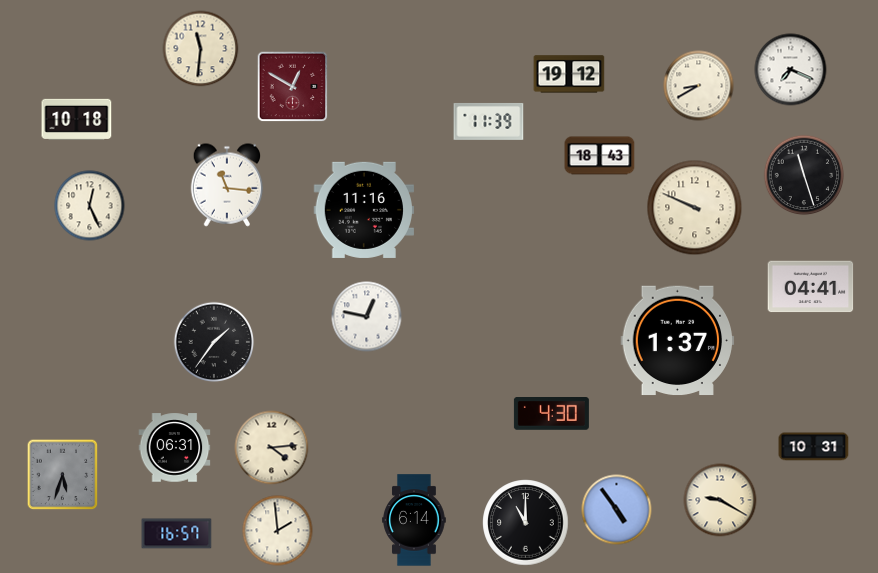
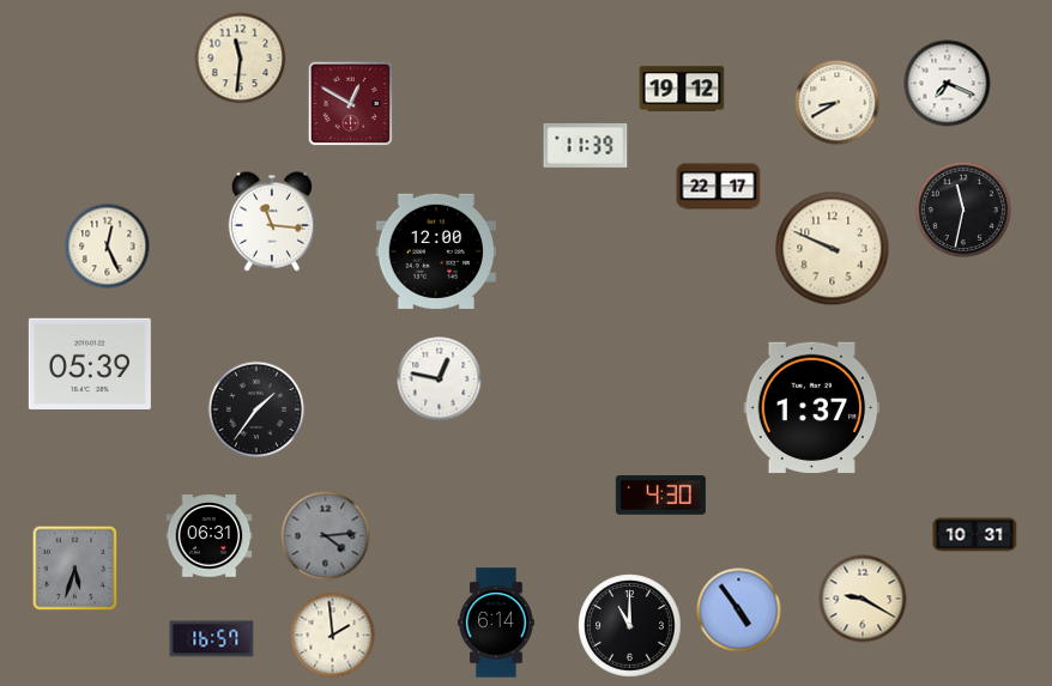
clock at (77, 119): 10:18 -> none
clock at (600, 156): 18:43 -> 22:17
clock at (804, 175): 11:27 -> 11:32
clock at (364, 210): 11:16 -> 12:00
clock at (811, 287): 04:41 -> none
clock at (90, 364): none -> 05:39
clock at (272, 448) dial: cream -> grey
